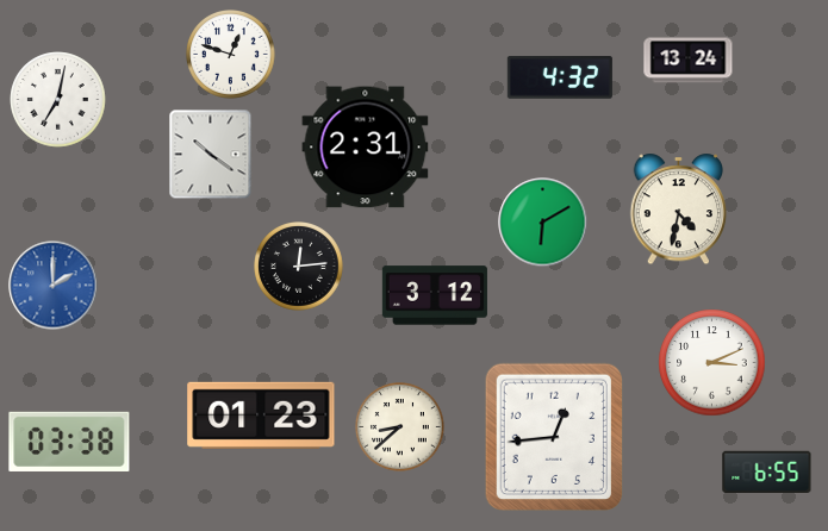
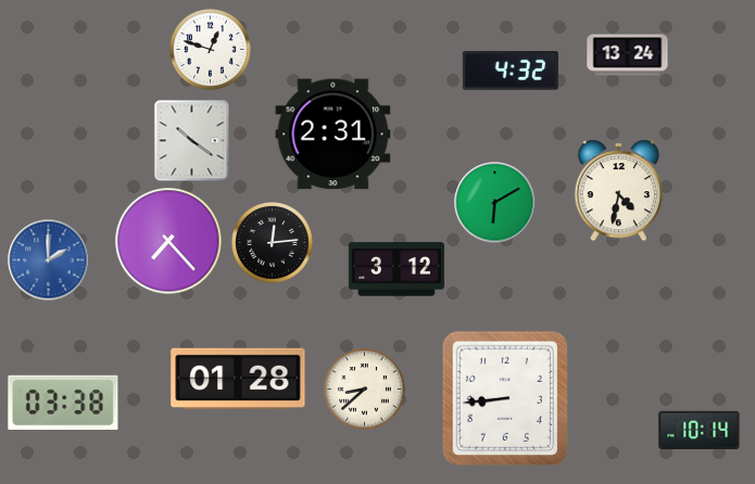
clock at (58, 100): 7:02 -> none
clock at (168, 241): none -> 7:23
clock at (712, 363): 3:11 -> none
clock at (261, 416): 01:23 -> 01:28
clock at (553, 436): 12:44 -> 8:44
clock at (767, 471): 6:55 -> 10:14
